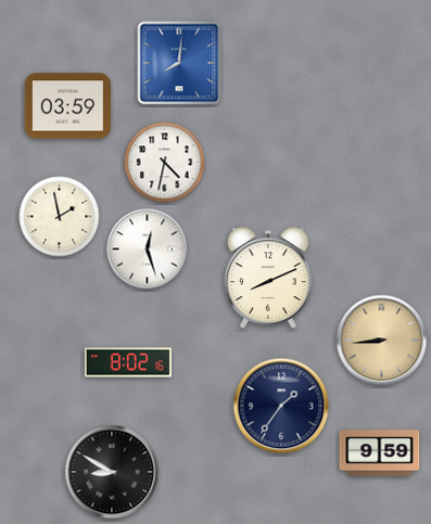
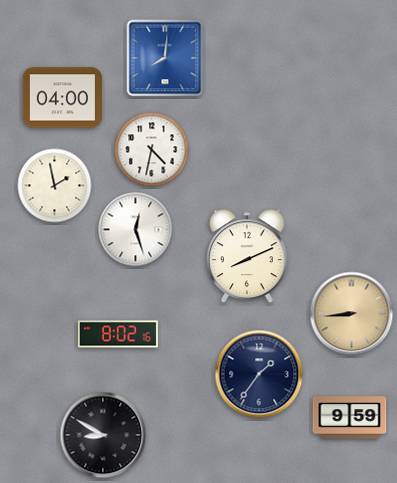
clock at (67, 106): 03:59 -> 04:00
clock at (60, 217) position: (60, 217) -> (55, 186)
